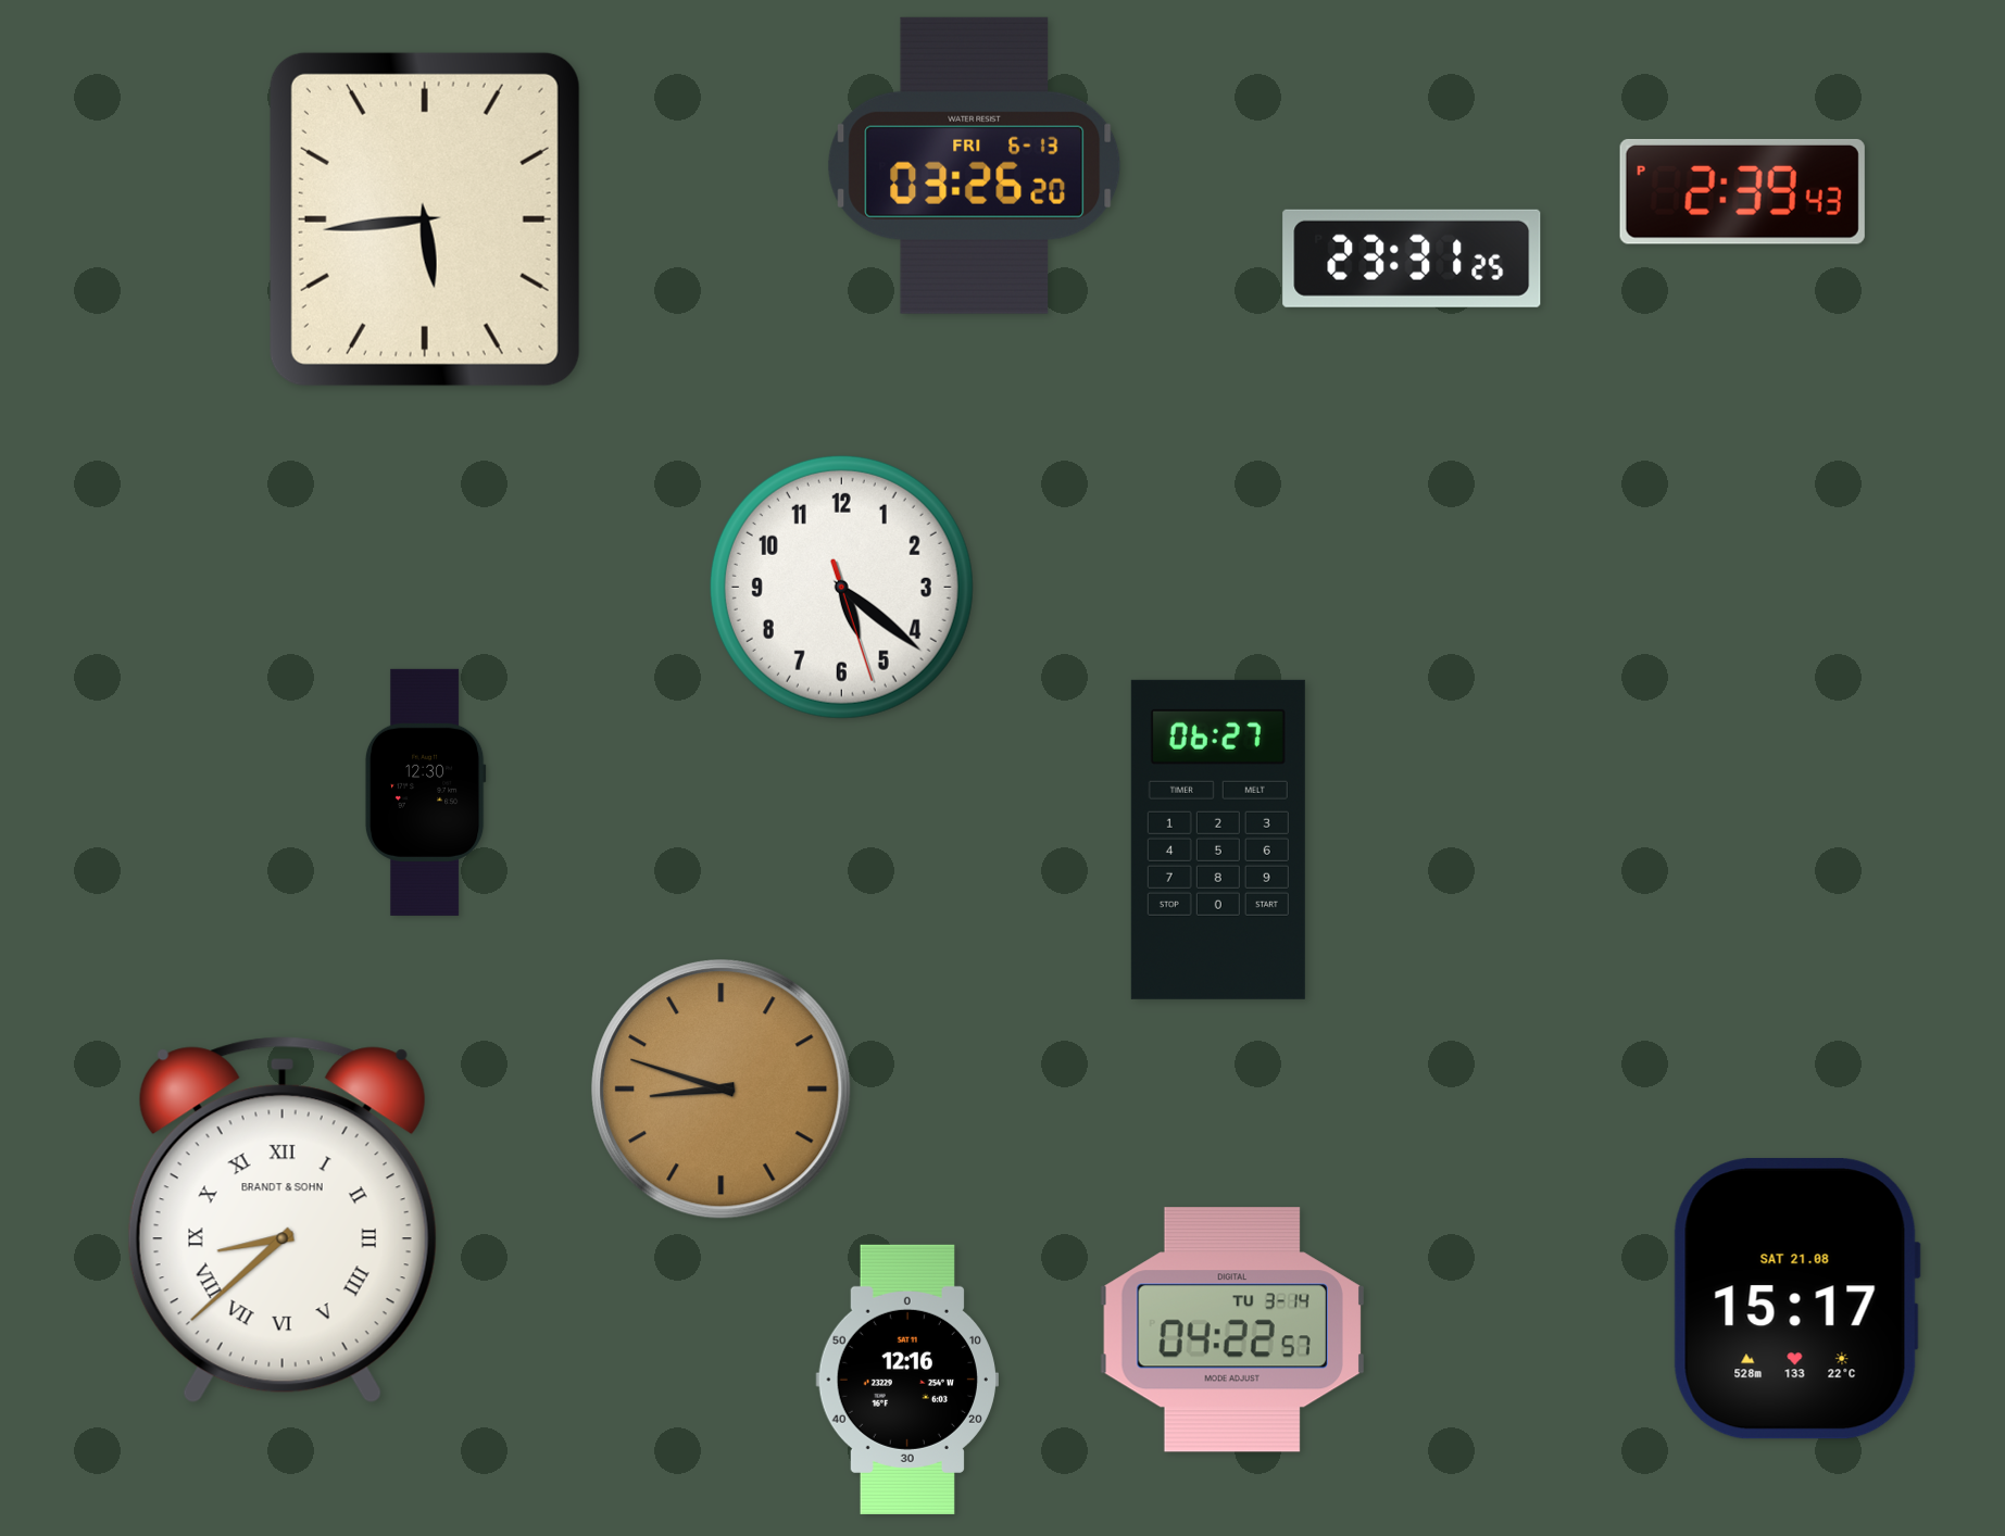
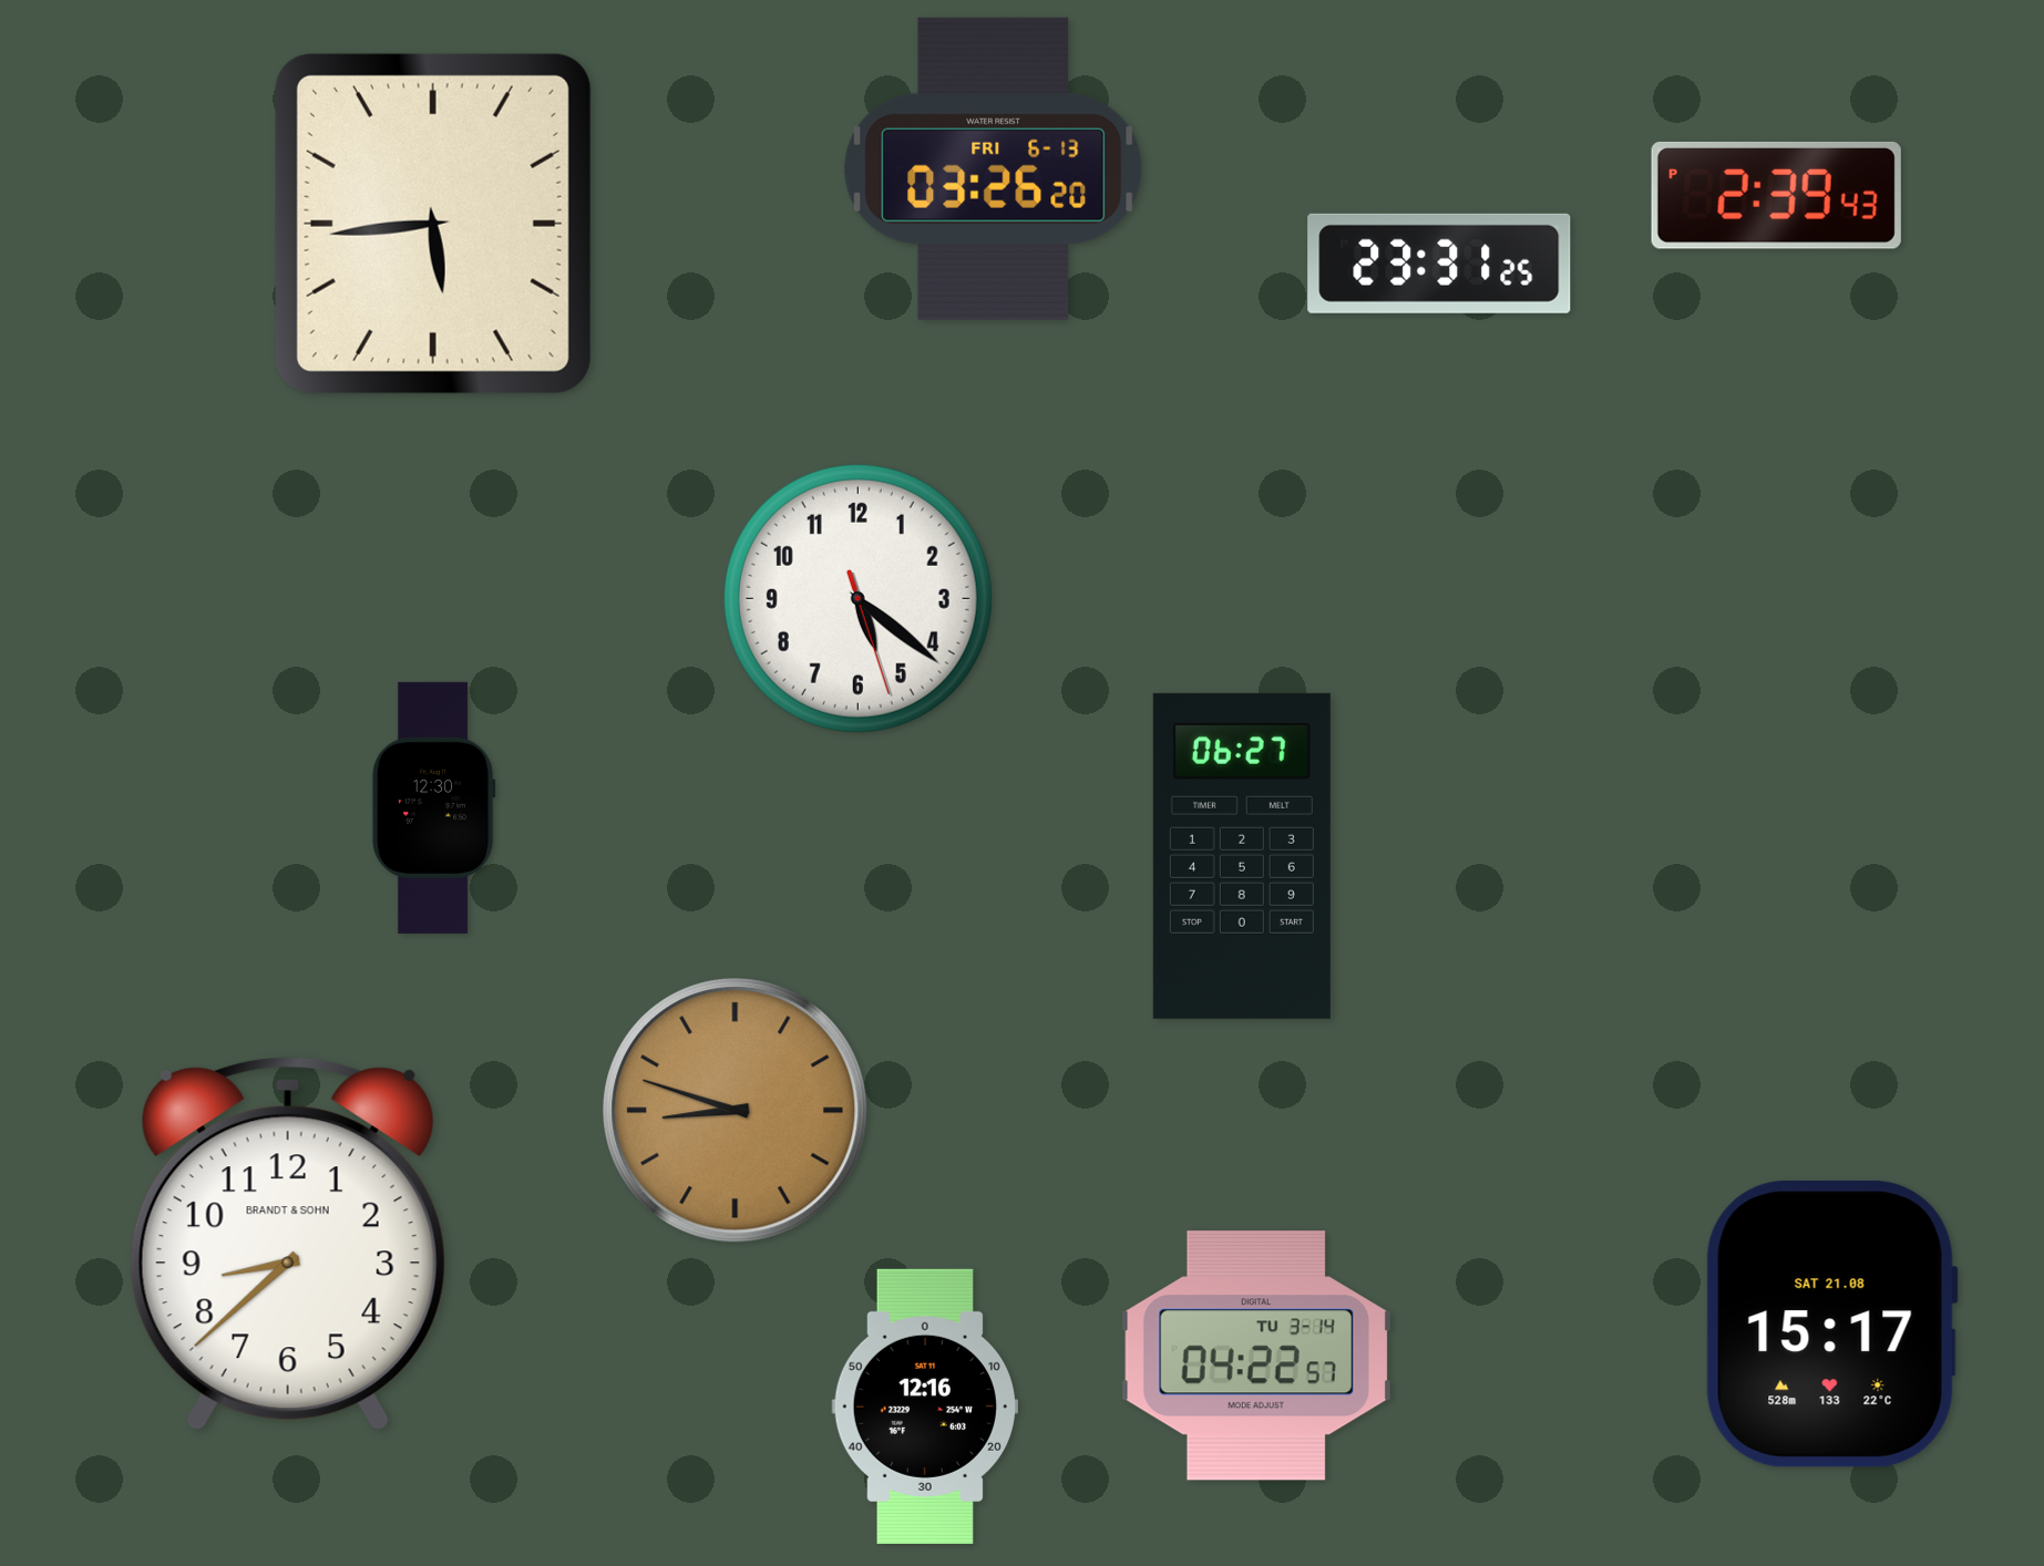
clock at (283, 1220) numerals: Roman -> Arabic
